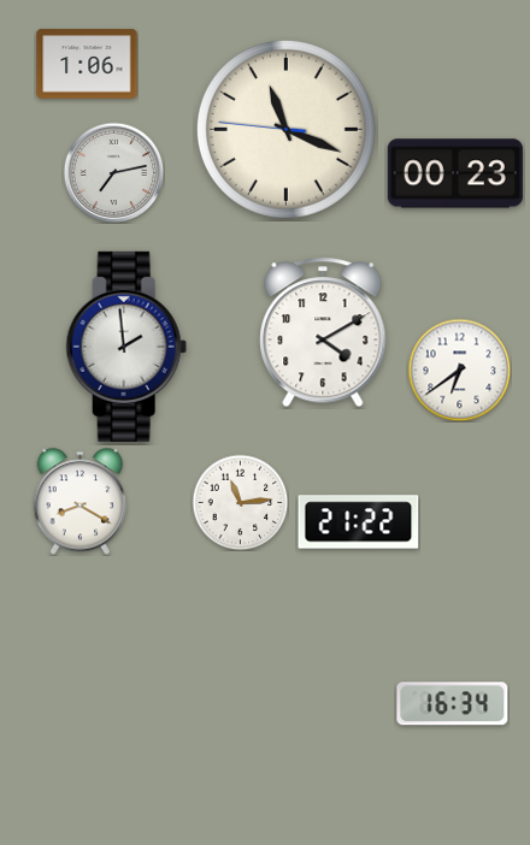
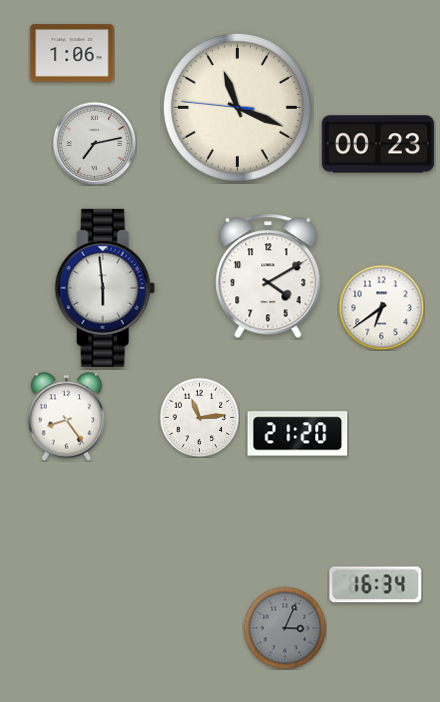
clock at (126, 347): 1:59 -> 5:59
clock at (81, 502): 8:20 -> 8:24
clock at (359, 522): 21:22 -> 21:20
clock at (285, 628): none -> 3:04
